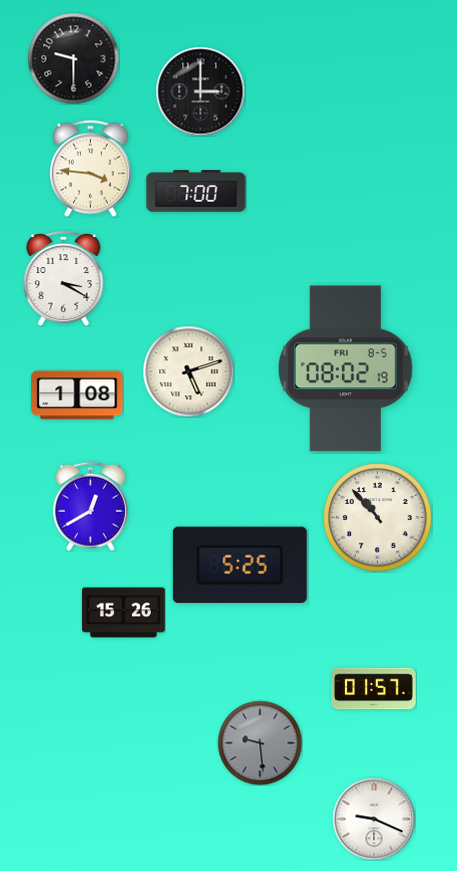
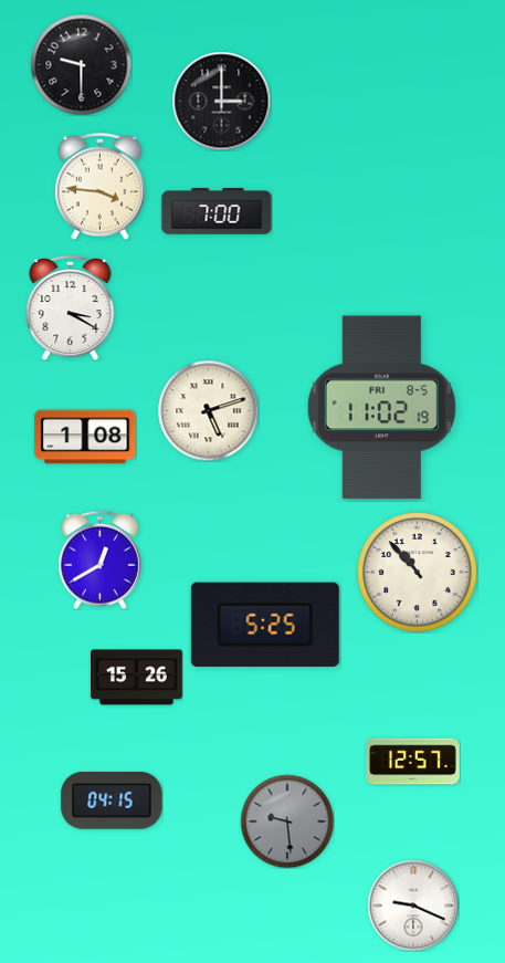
clock at (345, 369): 08:02 -> 11:02
clock at (374, 689): 01:57 -> 12:57
clock at (112, 800): none -> 04:15
